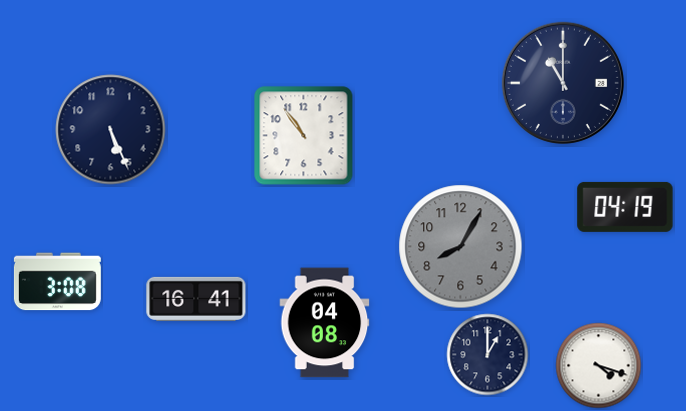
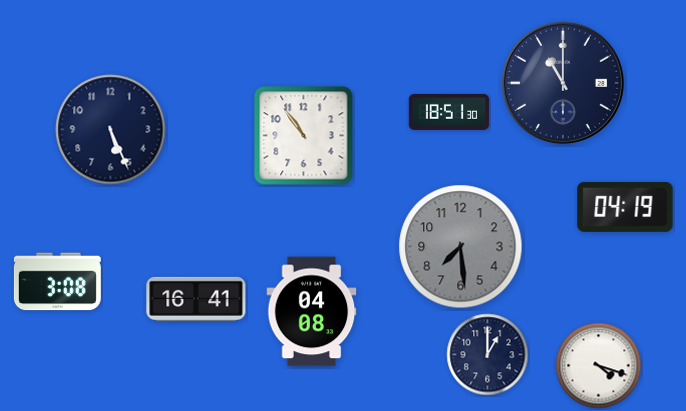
clock at (449, 112): none -> 18:51
clock at (461, 247): 8:05 -> 7:29
clock at (325, 323) position: (325, 323) -> (312, 312)
